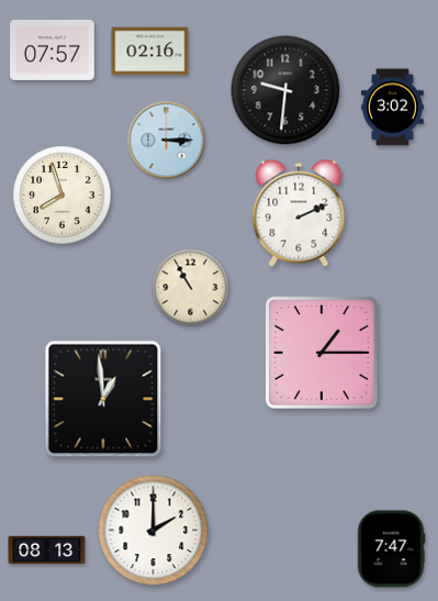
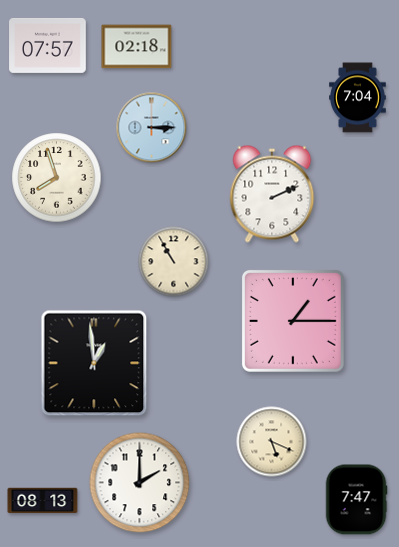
clock at (150, 52): 02:16 -> 02:18
clock at (285, 90): 9:31 -> none
clock at (393, 108): 3:02 -> 7:04
clock at (272, 442): none -> 5:19
